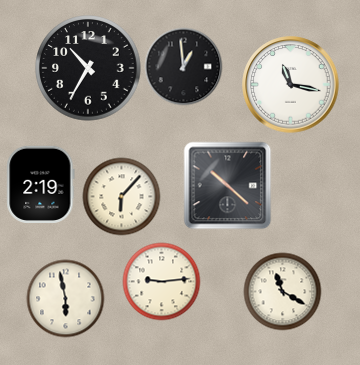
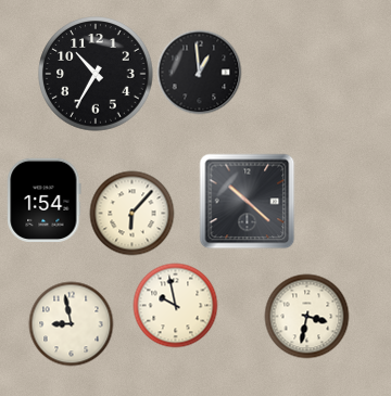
clock at (291, 85): 11:17 -> none
clock at (41, 184): 2:19 -> 1:54
clock at (161, 281): 9:14 -> 9:58
clock at (282, 291): 11:20 -> 3:32
clock at (65, 298): 5:58 -> 8:58
